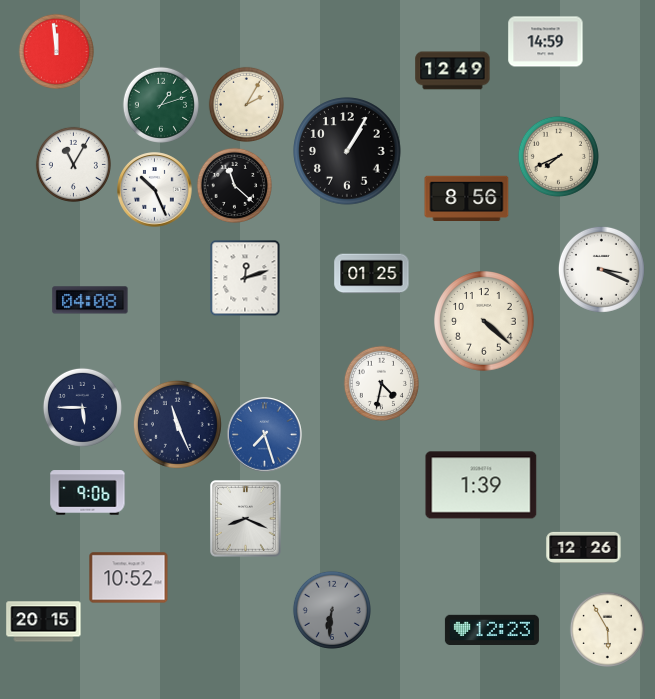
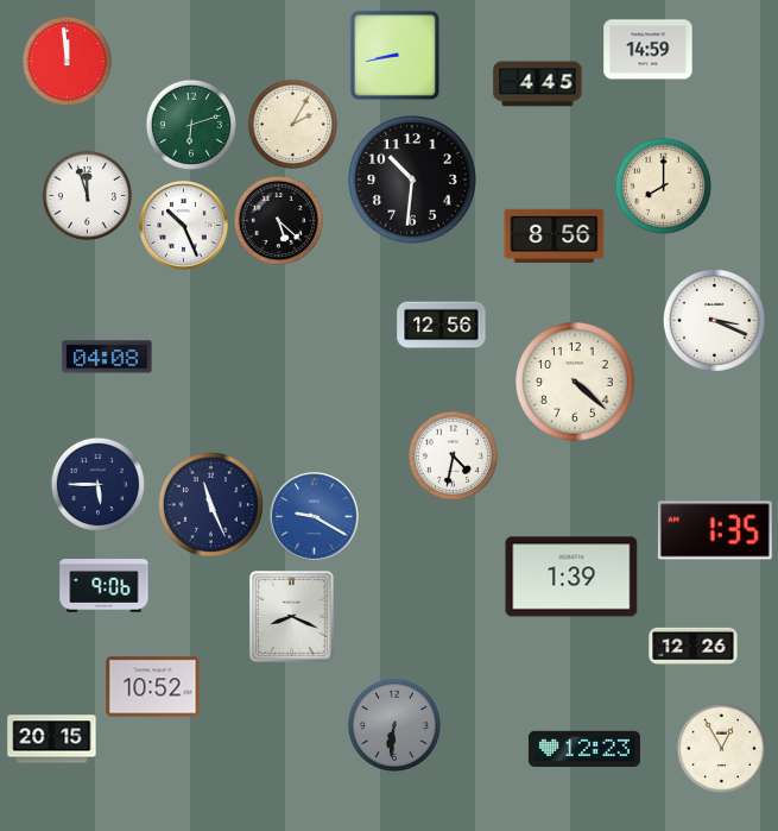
clock at (394, 55): none -> 8:43
clock at (453, 71): 12:49 -> 4:45
clock at (161, 105): 1:12 -> 6:12
clock at (347, 151): 1:05 -> 10:31
clock at (558, 156): 7:41 -> 8:00
clock at (73, 164): 11:05 -> 11:57
clock at (234, 185): 11:22 -> 5:22
clock at (372, 274): 01:25 -> 12:56
clock at (245, 278): 12:12 -> none
clock at (265, 435): 7:27 -> 9:20
clock at (715, 530): none -> 1:35
clock at (584, 547) position: (584, 547) -> (694, 646)
clock at (607, 629): 5:55 -> 12:55
